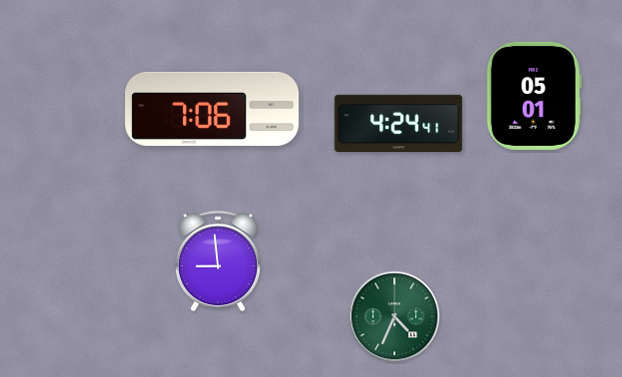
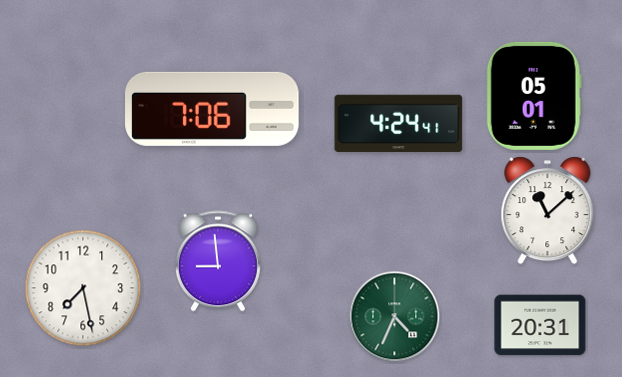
clock at (548, 211): none -> 11:08
clock at (83, 288): none -> 7:28
clock at (540, 325): none -> 20:31
